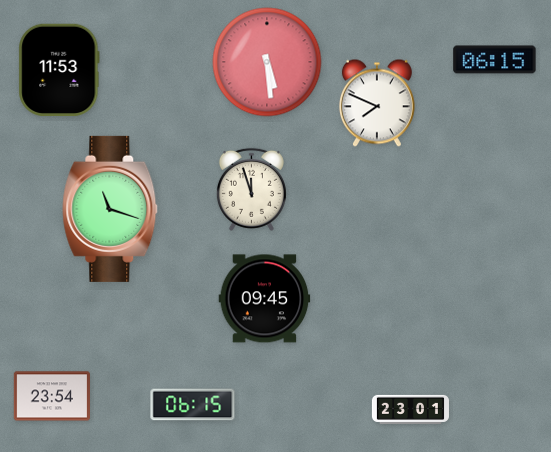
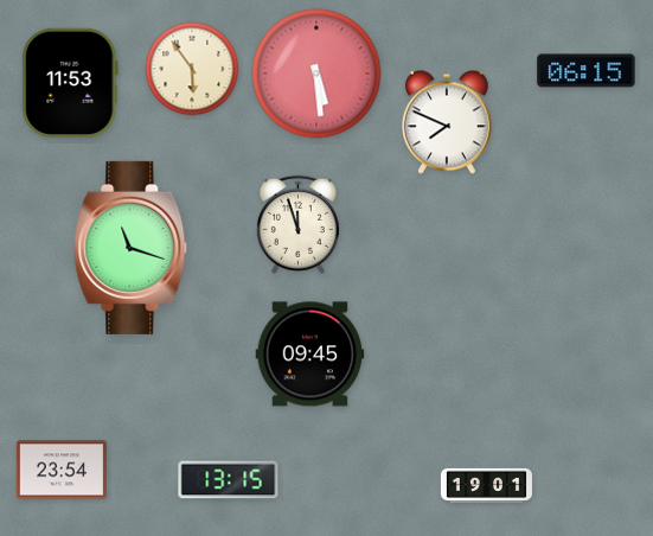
clock at (192, 69): none -> 5:54
clock at (265, 299) position: (265, 299) -> (311, 355)
clock at (193, 405): 06:15 -> 13:15
clock at (410, 409): 23:01 -> 19:01
